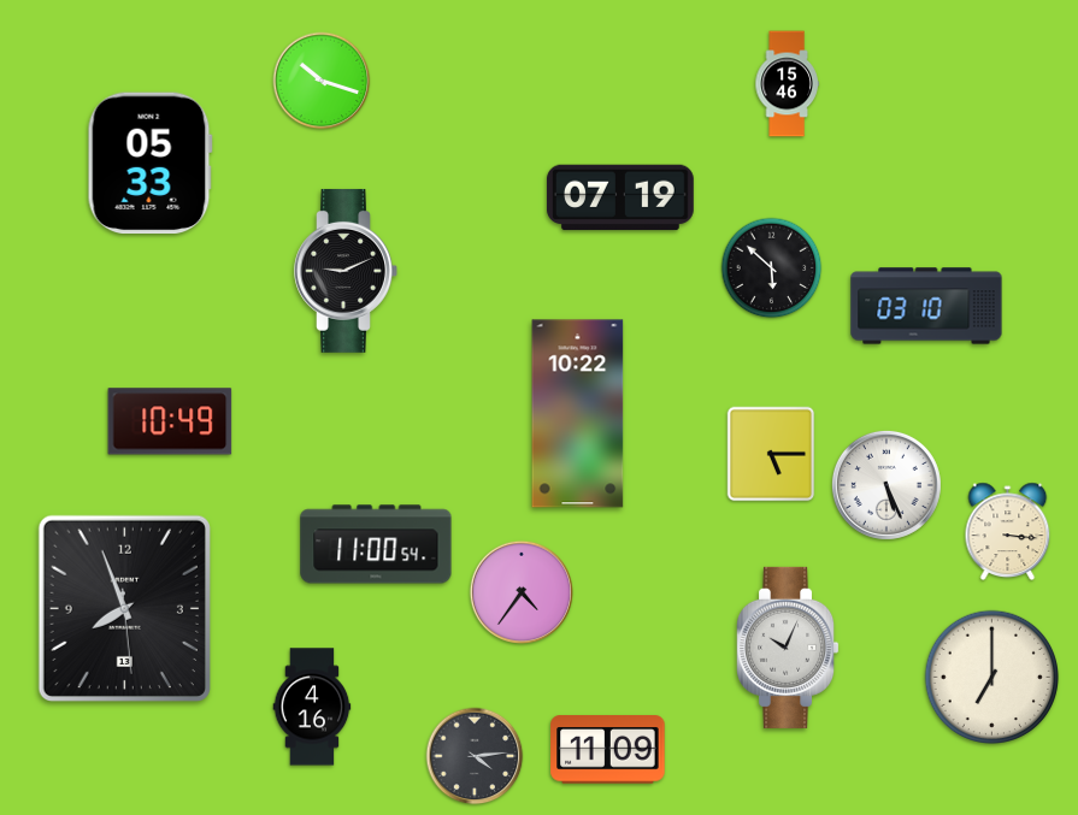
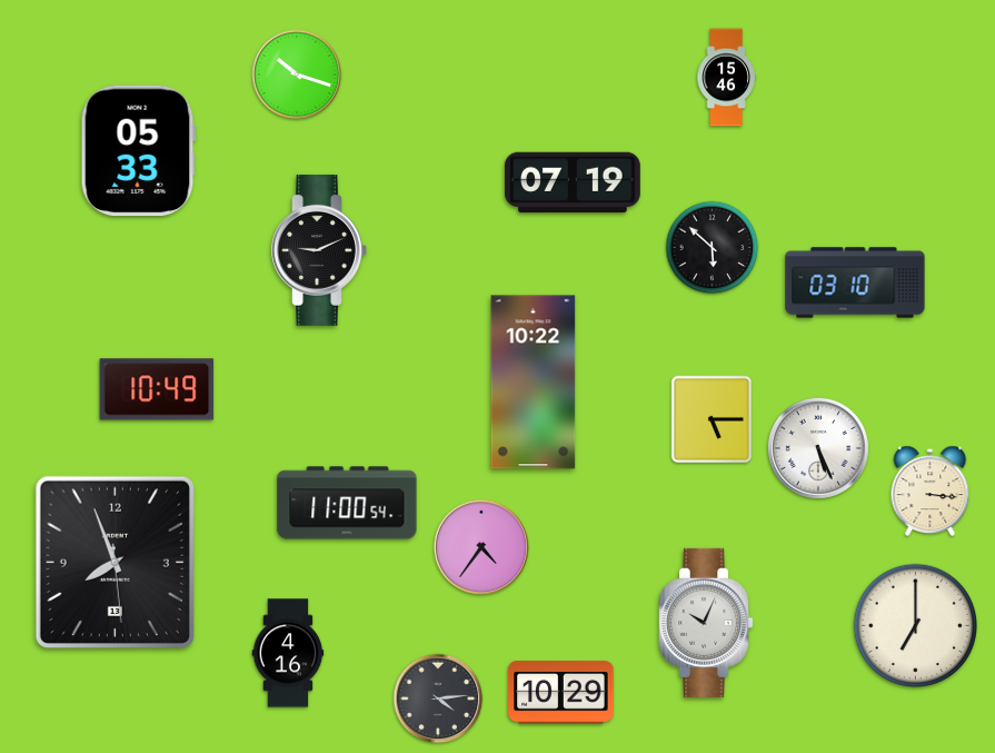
clock at (788, 648) position: (788, 648) -> (706, 623)
clock at (608, 750): 11:09 -> 10:29
